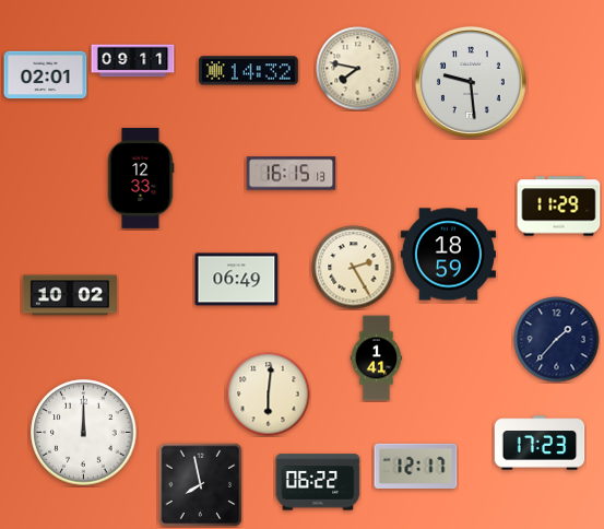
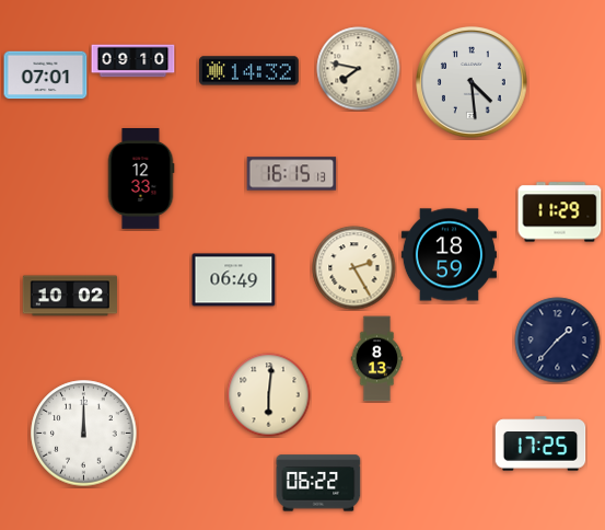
clock at (133, 61): 09:11 -> 09:10
clock at (46, 75): 02:01 -> 07:01
clock at (471, 82): 9:29 -> 4:29
clock at (559, 207) position: (559, 207) -> (560, 212)
clock at (237, 280) position: (237, 280) -> (234, 280)
clock at (377, 358): 1:41 -> 8:13
clock at (540, 443): 17:23 -> 17:25
clock at (416, 466): 12:17 -> none
clock at (200, 484): 7:58 -> none
